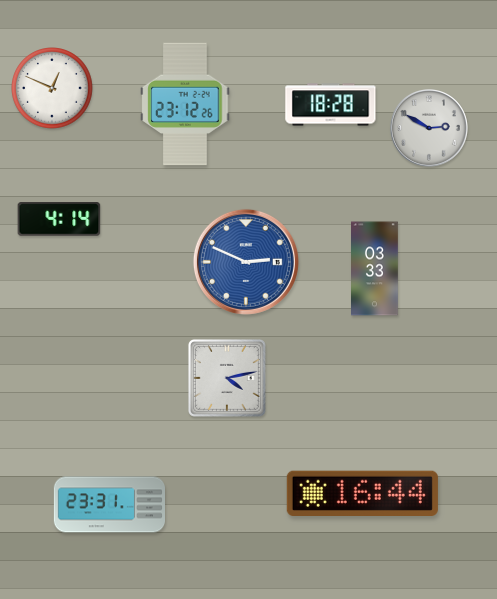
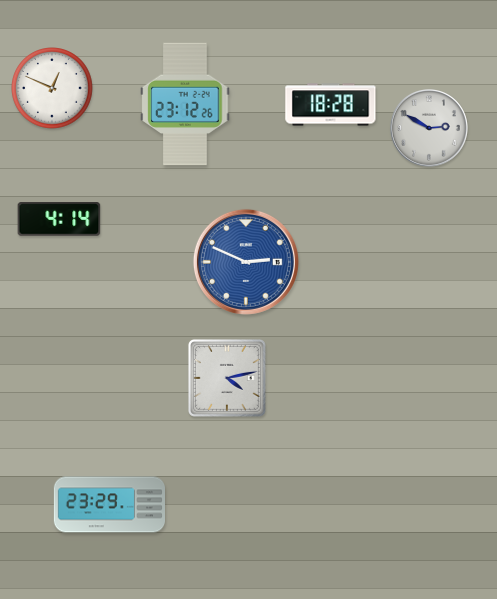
clock at (375, 269): 03:33 -> none
clock at (362, 493): 16:44 -> none
clock at (109, 505): 23:31 -> 23:29
